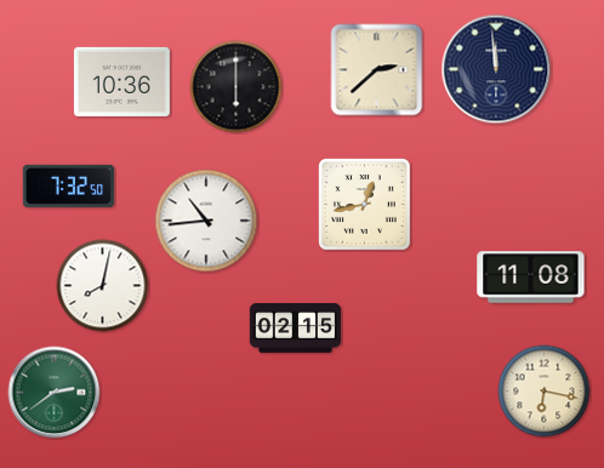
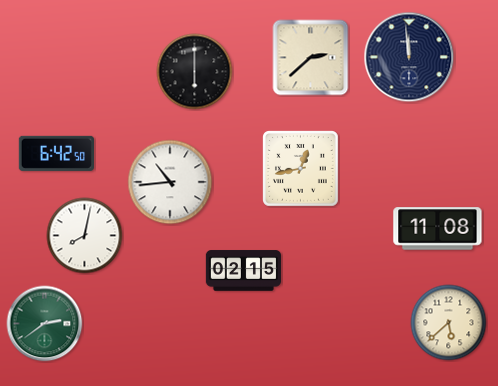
clock at (121, 81): 10:36 -> none
clock at (68, 186): 7:32 -> 6:42
clock at (545, 392): 6:17 -> 5:38
